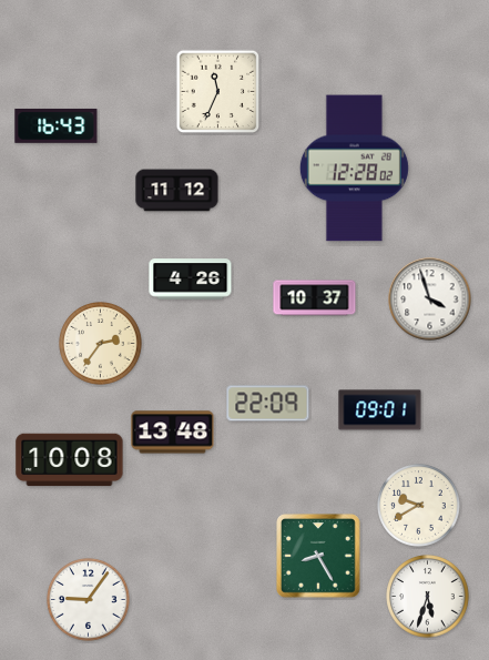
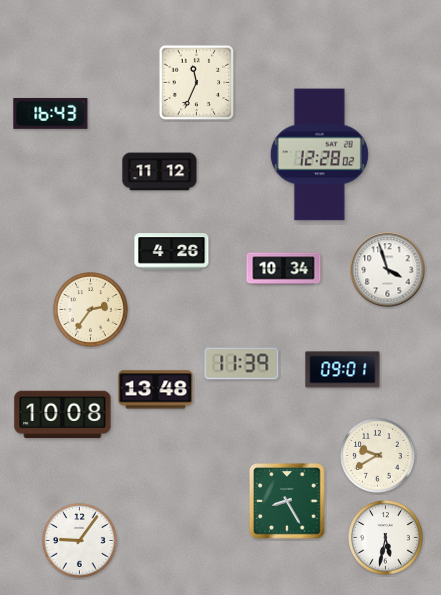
clock at (354, 169) position: (354, 169) -> (319, 155)
clock at (315, 298): 10:37 -> 10:34
clock at (268, 404): 22:09 -> 11:39
clock at (428, 597): 5:33 -> 5:32
